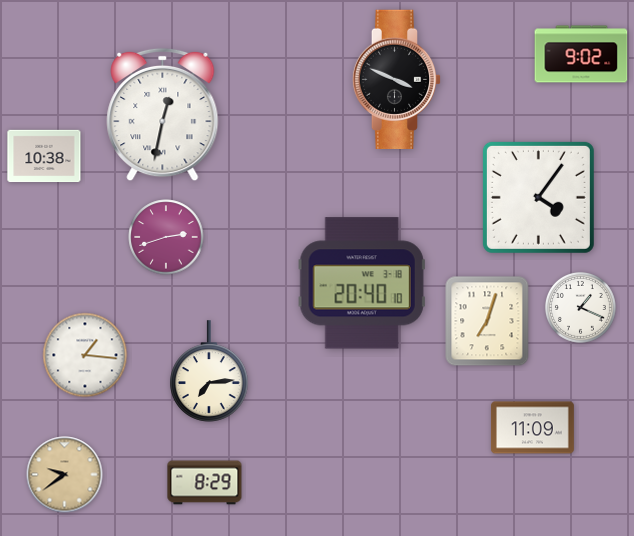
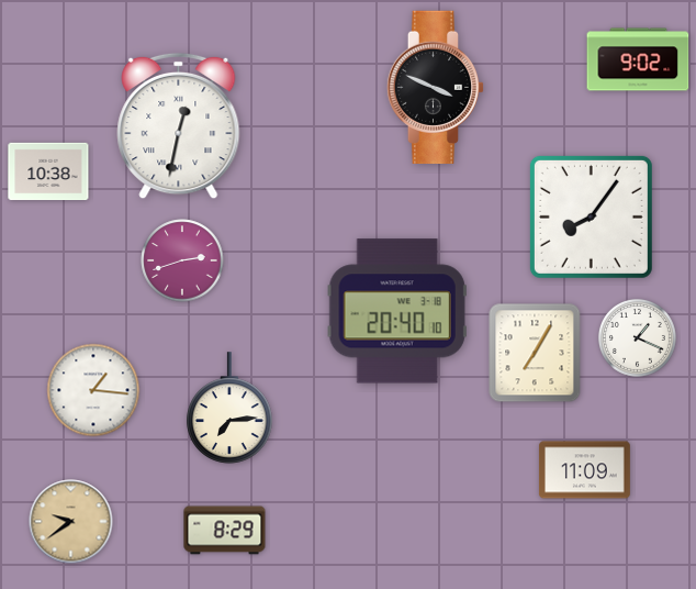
clock at (538, 197): 4:06 -> 8:06
clock at (487, 321): 7:03 -> 7:05
